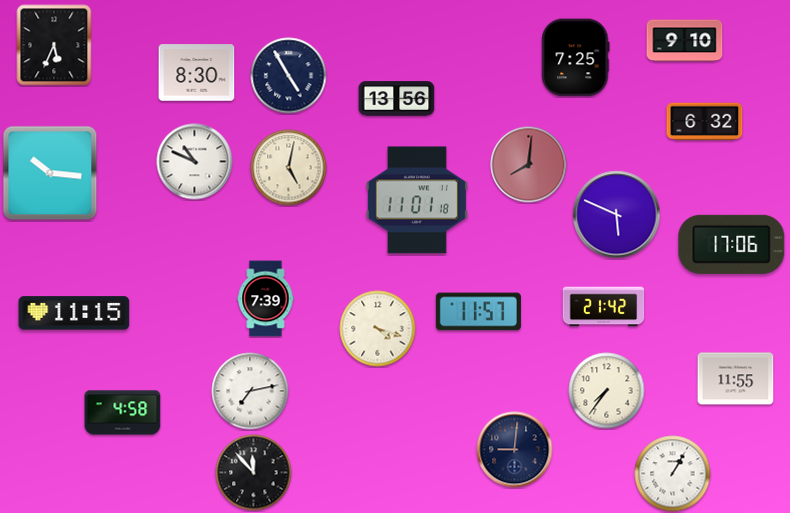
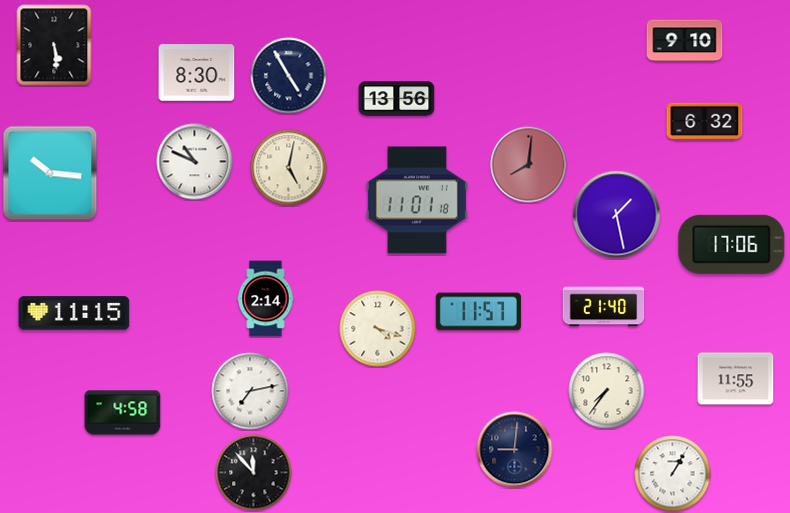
clock at (54, 45): 5:34 -> 5:29
clock at (576, 58): 7:25 -> none
clock at (617, 215): 5:49 -> 1:28
clock at (266, 299): 7:39 -> 2:14
clock at (604, 307): 21:42 -> 21:40
